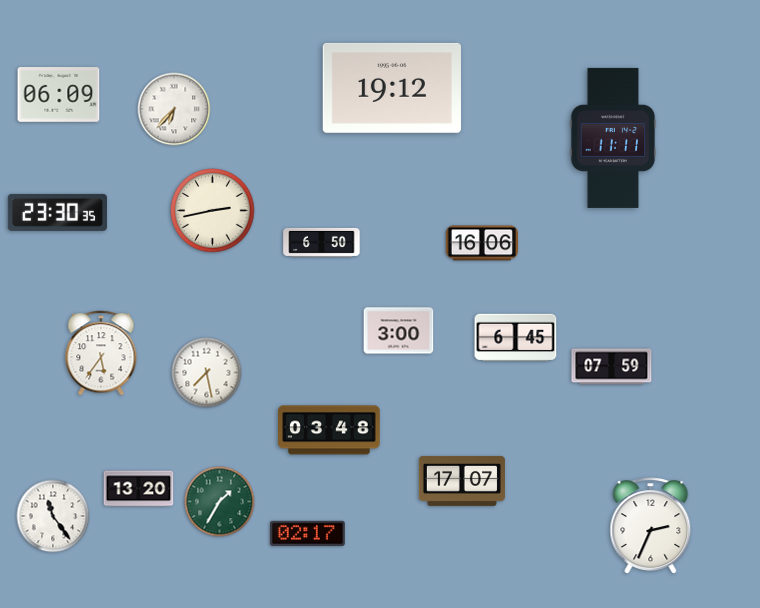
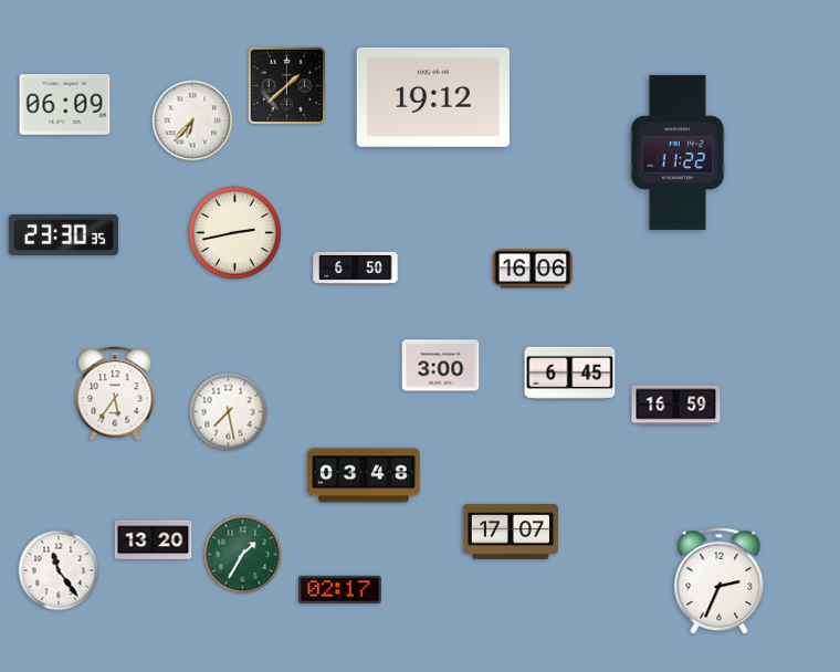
clock at (286, 85): none -> 1:38
clock at (613, 138): 11:11 -> 11:22
clock at (101, 353) position: (101, 353) -> (115, 393)
clock at (612, 367): 07:59 -> 16:59
